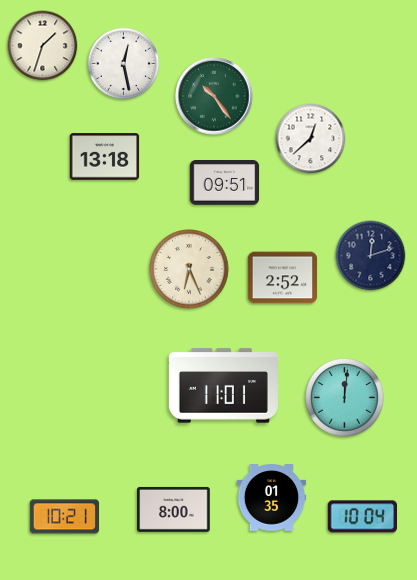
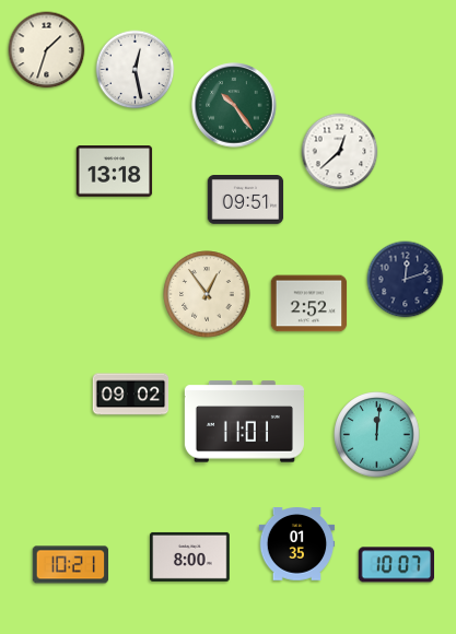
clock at (189, 269): 6:26 -> 12:54
clock at (131, 395): none -> 09:02
clock at (363, 517): 10:04 -> 10:07
